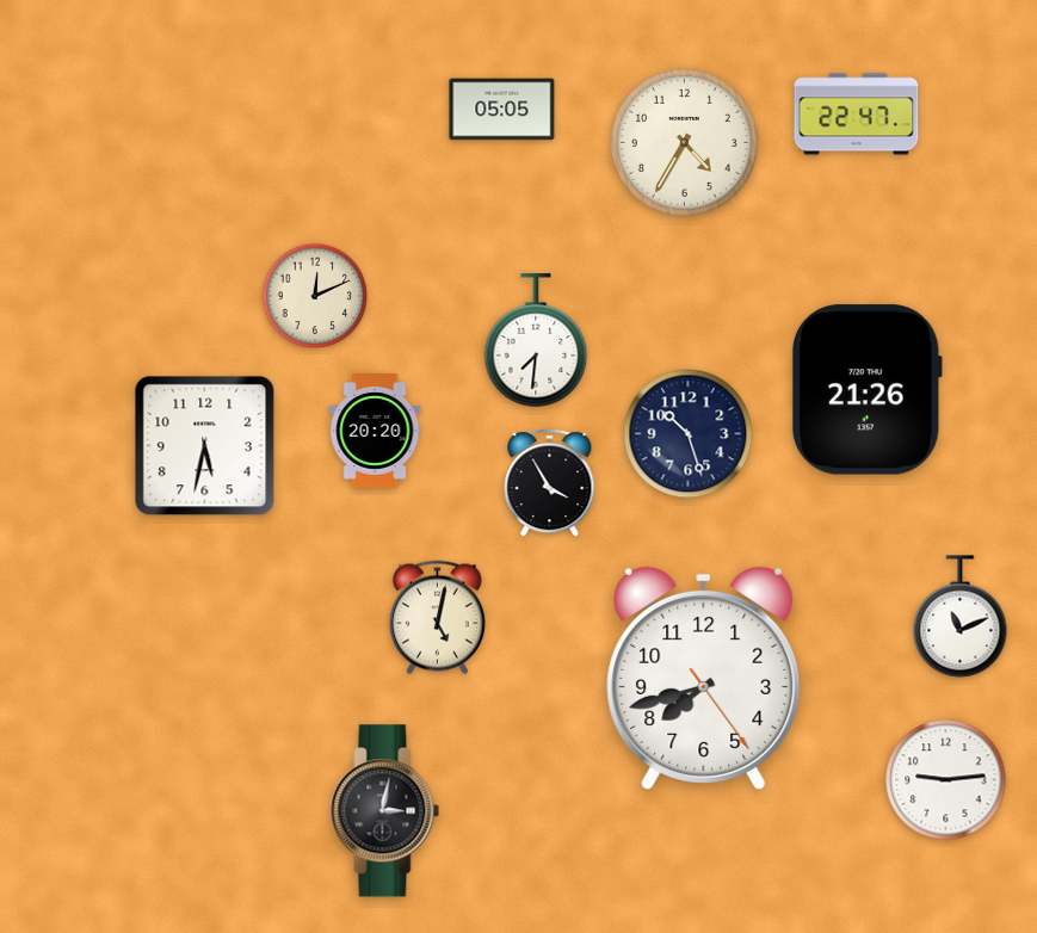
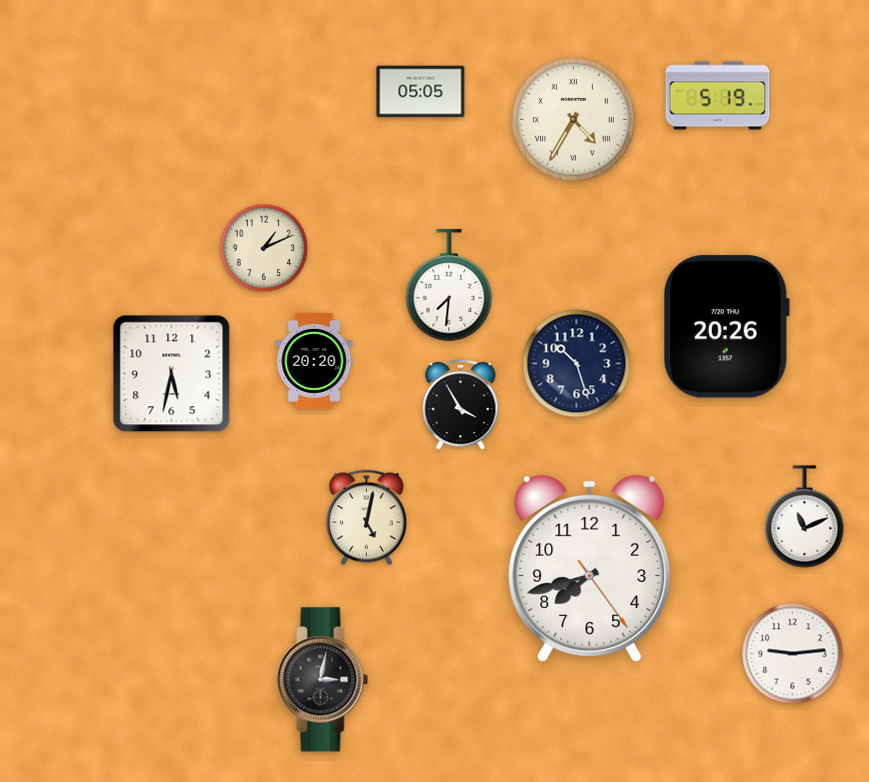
clock at (857, 115): 22:47 -> 5:19
clock at (685, 143) numerals: Arabic -> Roman
clock at (315, 296): 12:11 -> 1:11
clock at (866, 390): 21:26 -> 20:26
